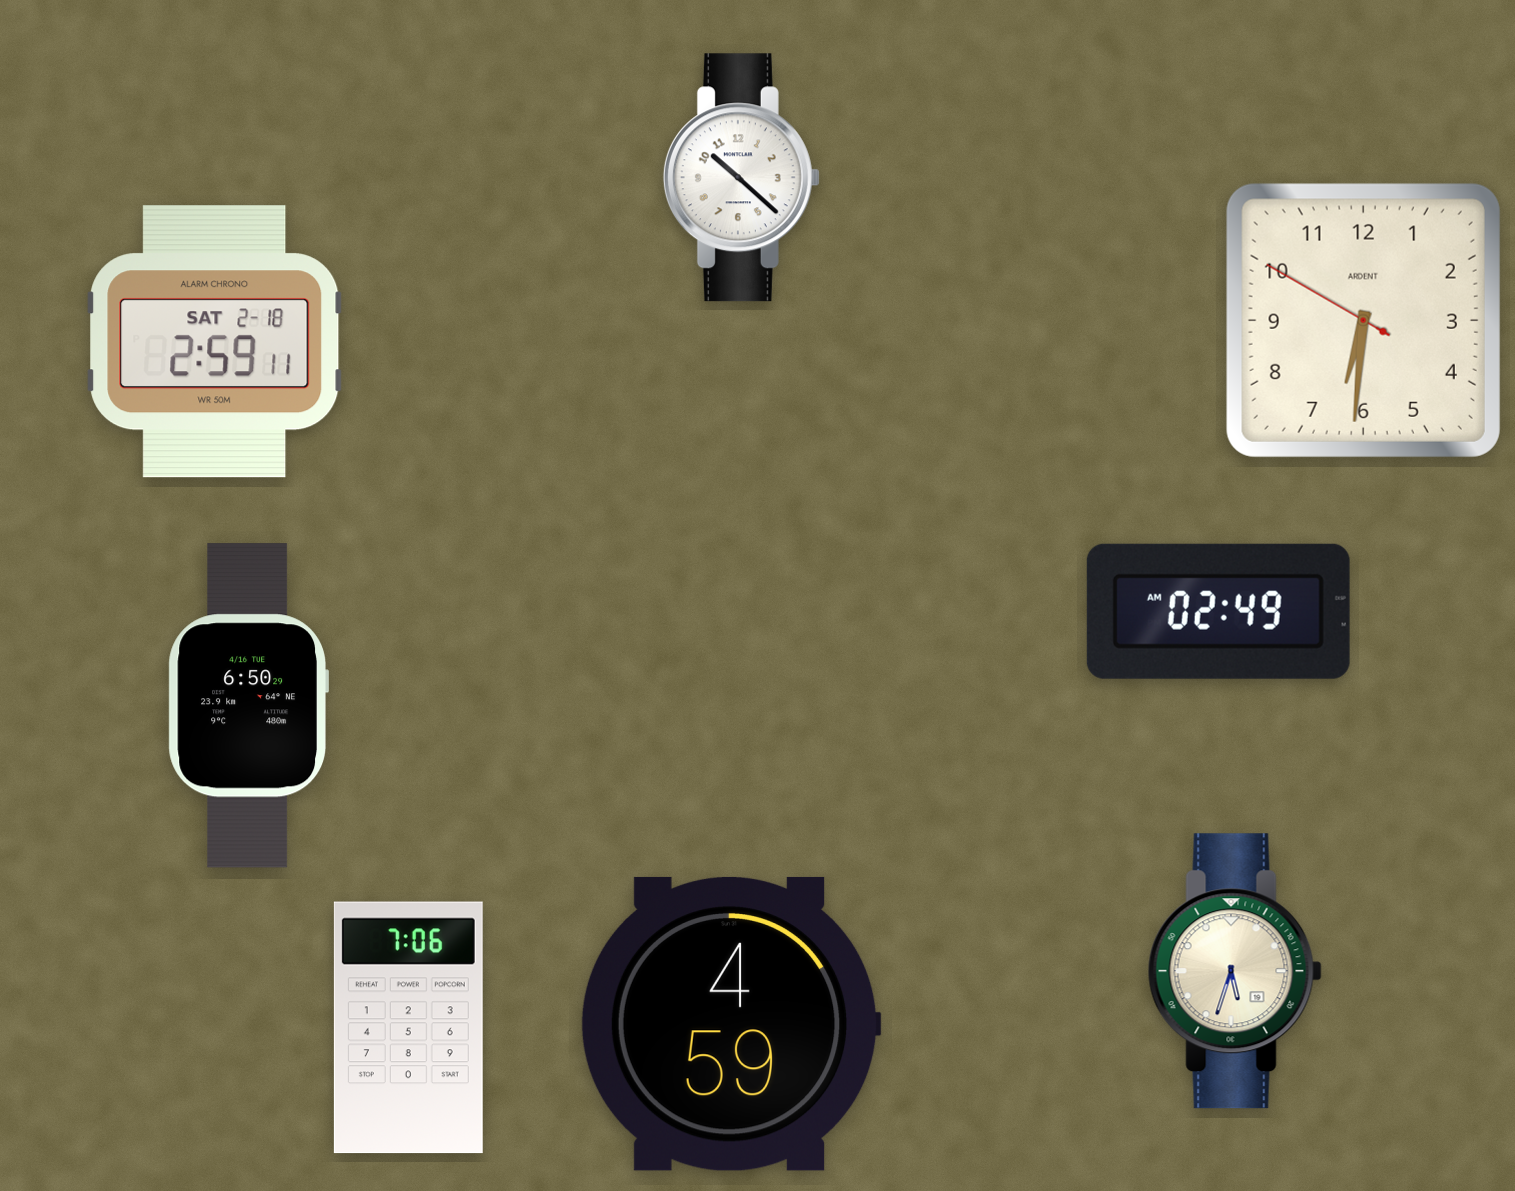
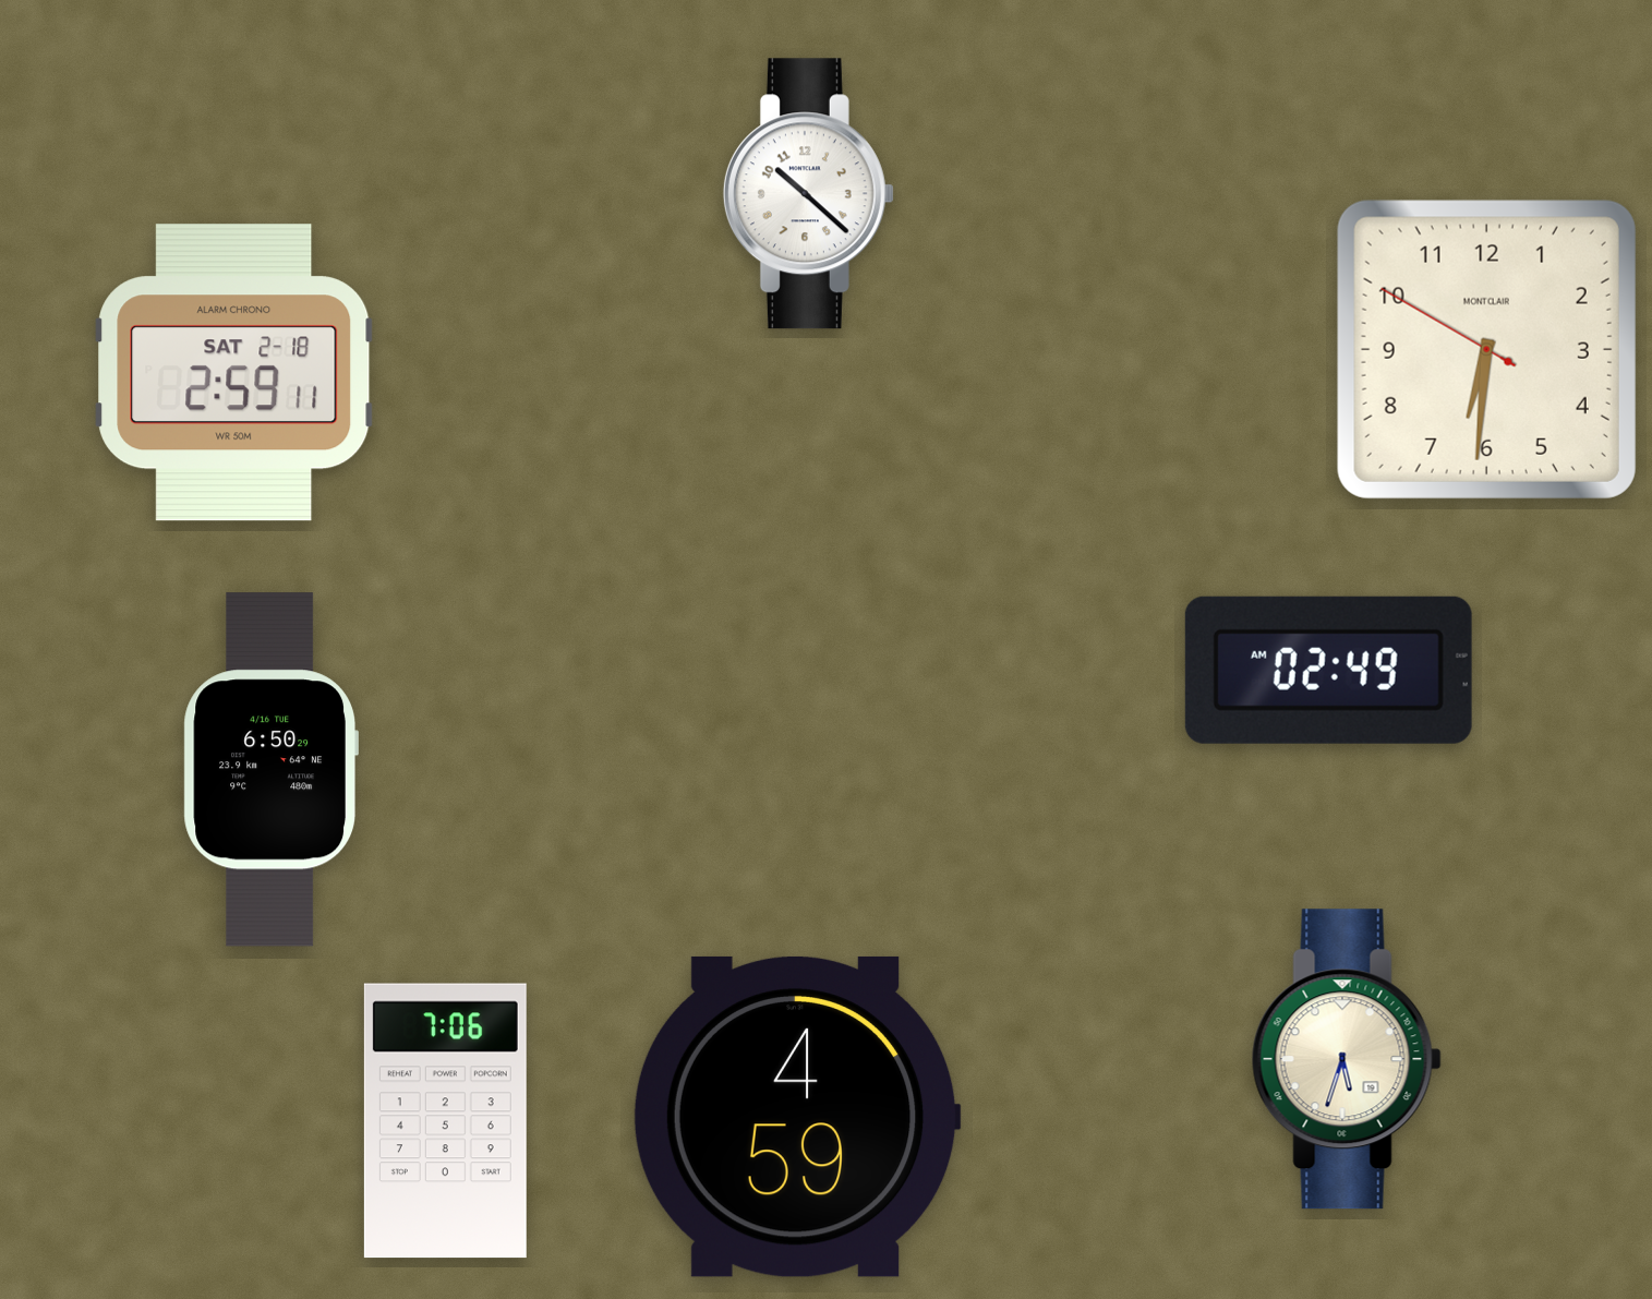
clock at (1363, 320) brand: ARDENT -> MONTCLAIR
clock at (1218, 611) position: (1218, 611) -> (1328, 670)
